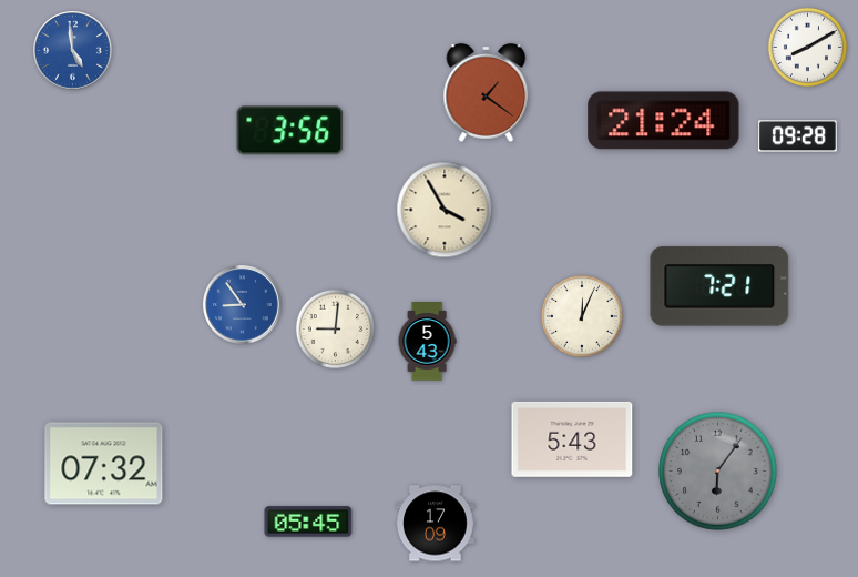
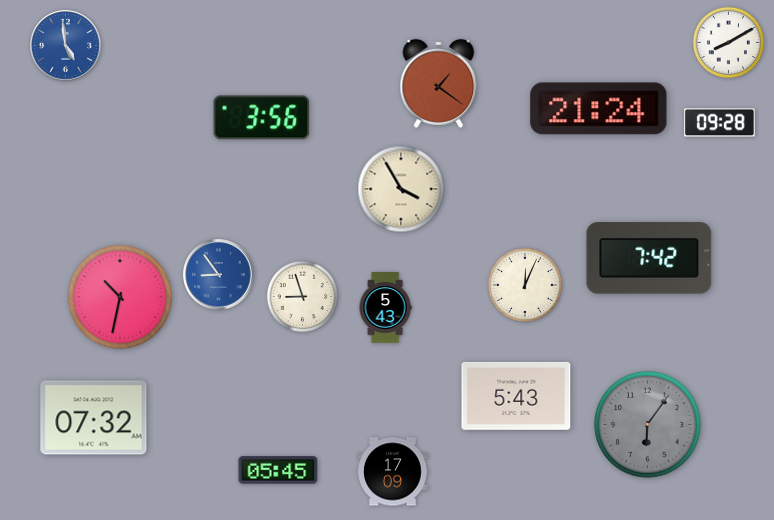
clock at (719, 286): 7:21 -> 7:42
clock at (335, 328): 9:01 -> 8:57
clock at (120, 297): none -> 10:32
